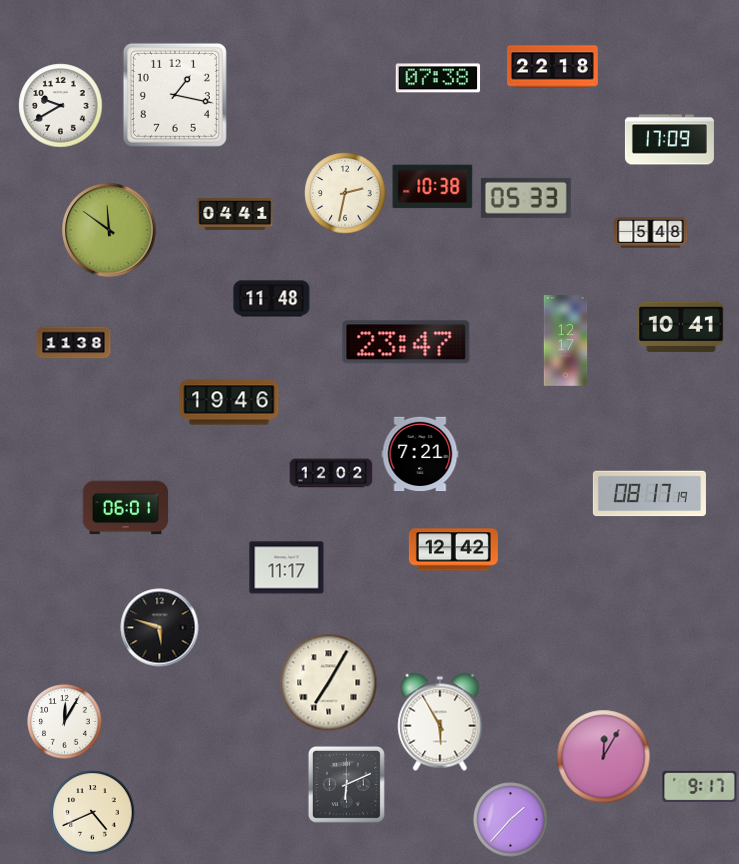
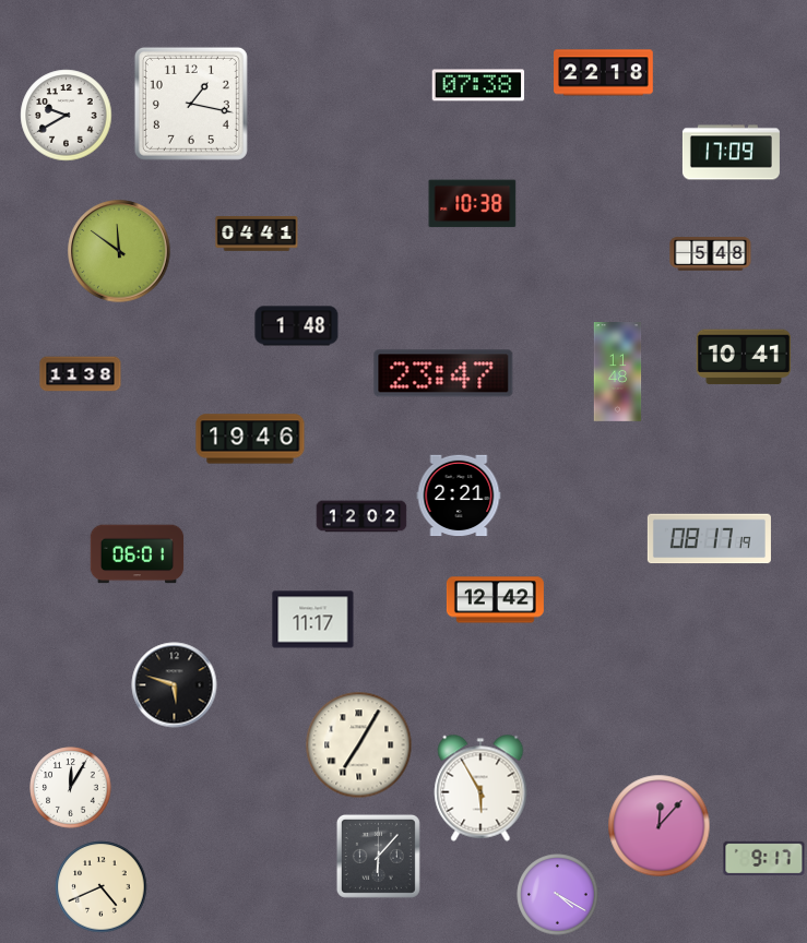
clock at (345, 193): 2:32 -> none
clock at (526, 198): 05:33 -> none
clock at (272, 299): 11:48 -> 1:48
clock at (566, 341): 12:17 -> 11:48
clock at (420, 454): 7:21 -> 2:21
clock at (604, 757): 12:05 -> 12:07
clock at (346, 784): 6:11 -> 6:07
clock at (511, 820): 1:37 -> 4:20
